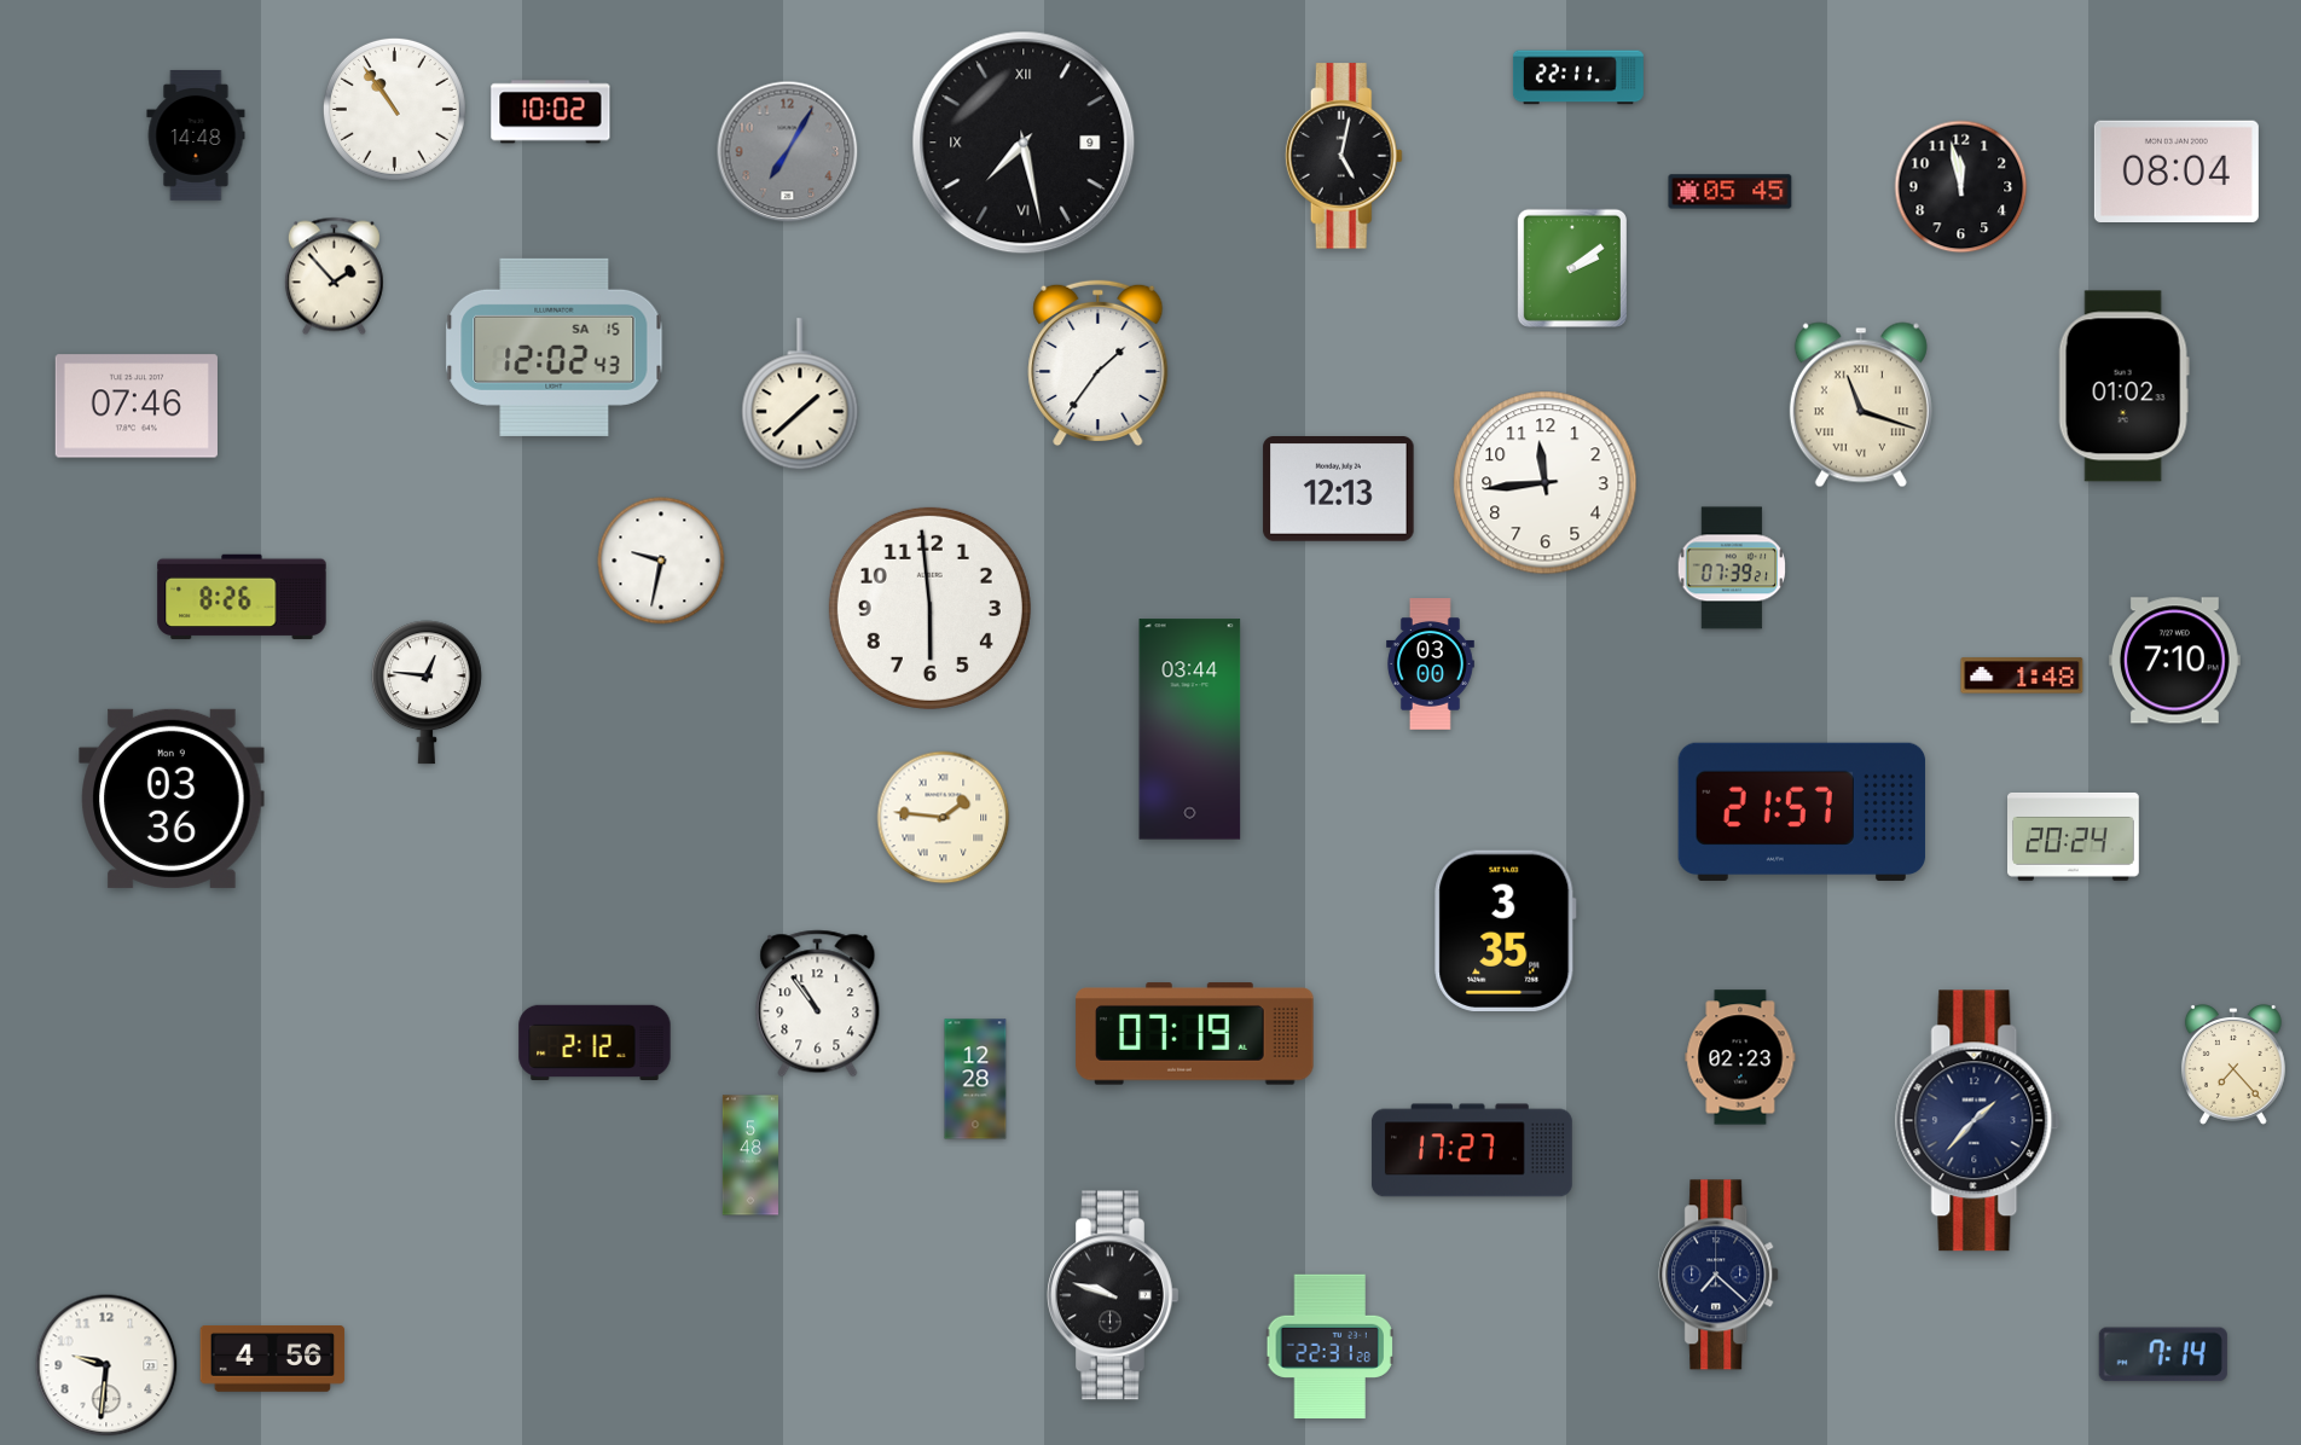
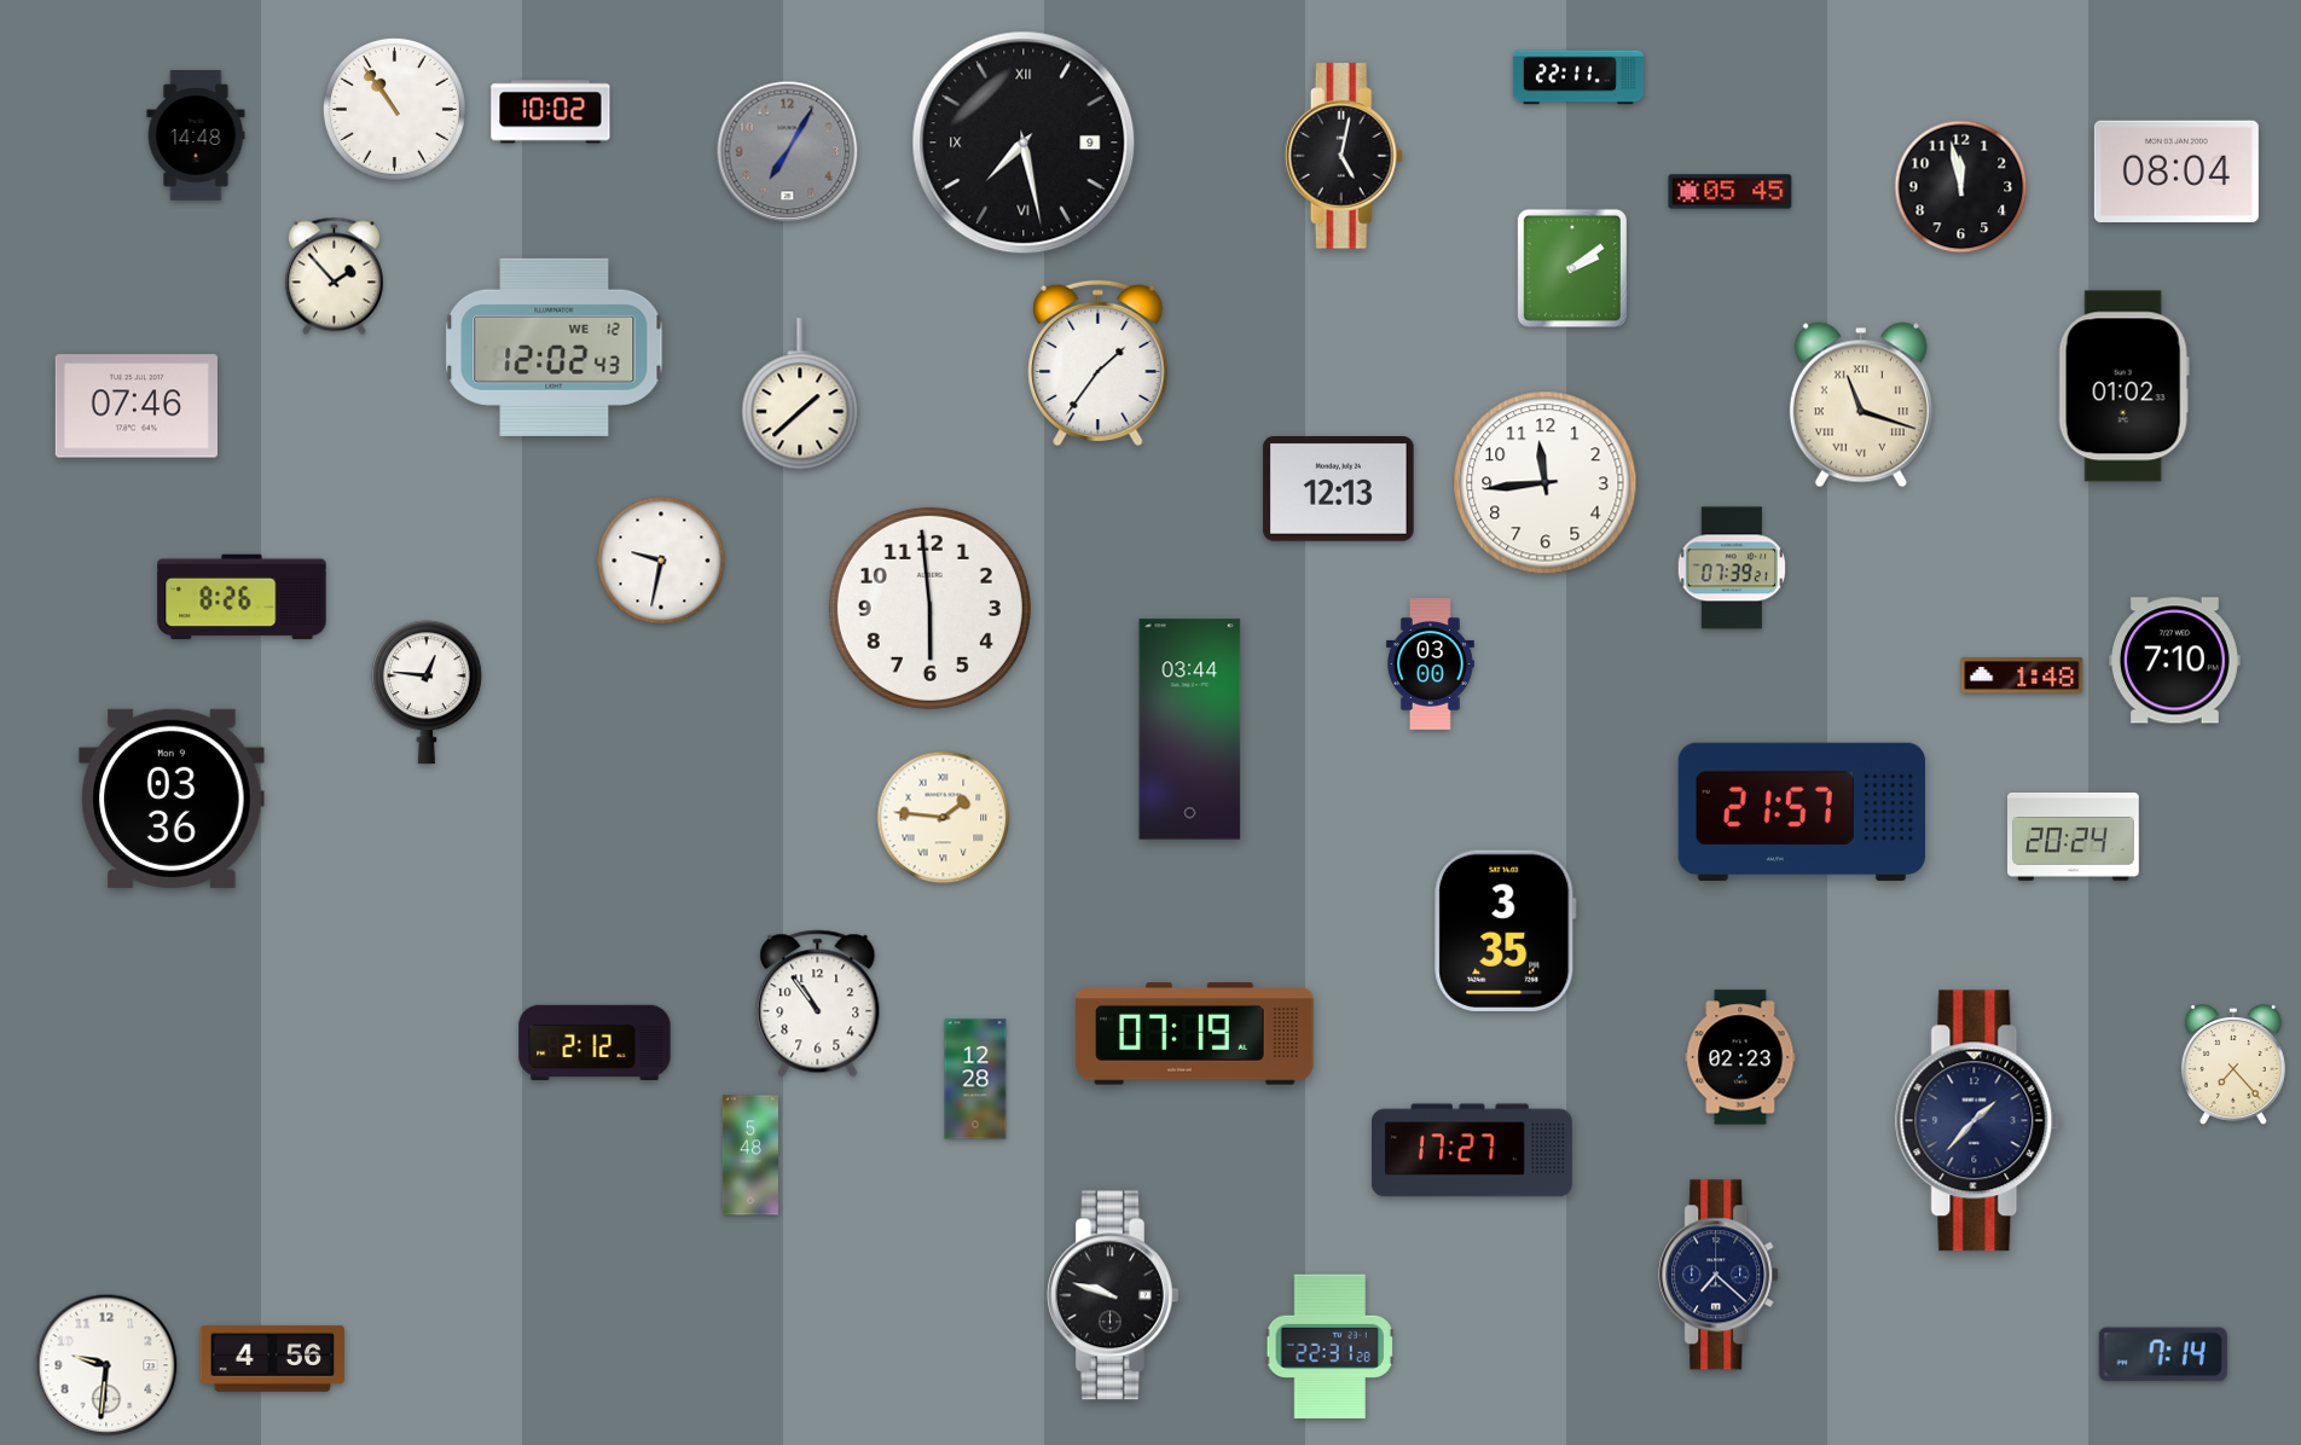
clock at (555, 347) date: SA 15 -> WE 12
